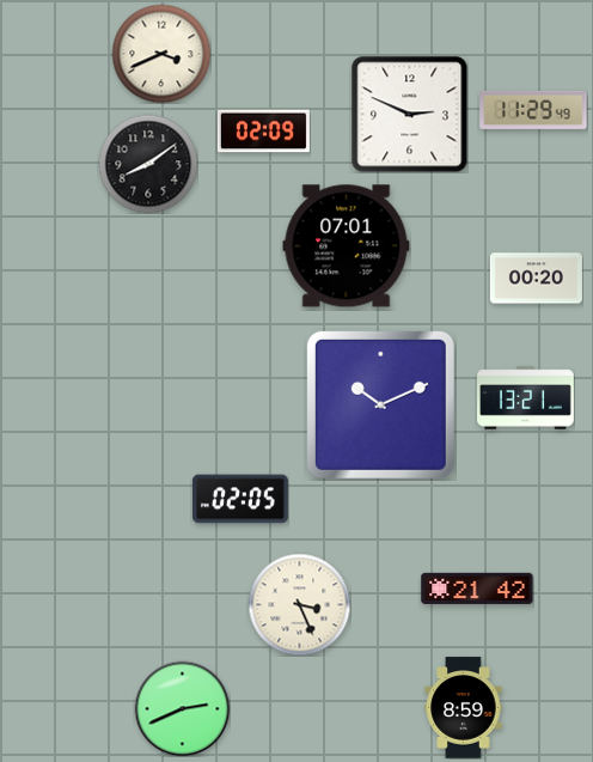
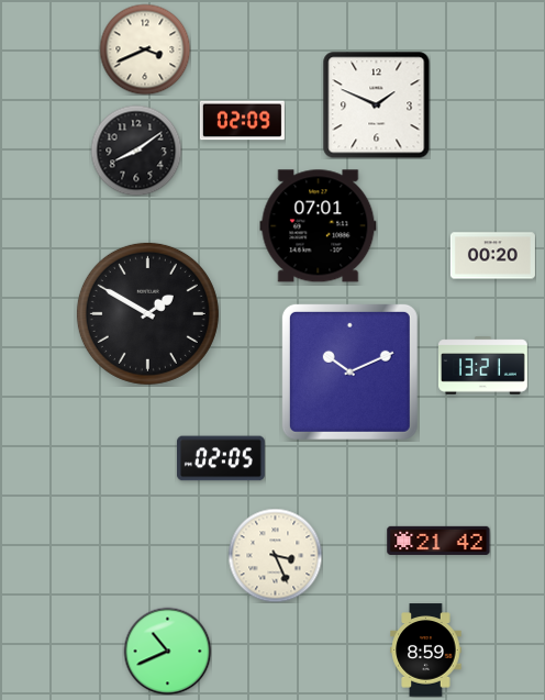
clock at (161, 54) position: (161, 54) -> (145, 49)
clock at (533, 110): 11:29 -> none
clock at (410, 115): 2:49 -> 1:49
clock at (147, 313): none -> 1:50
clock at (182, 708): 2:41 -> 10:41
